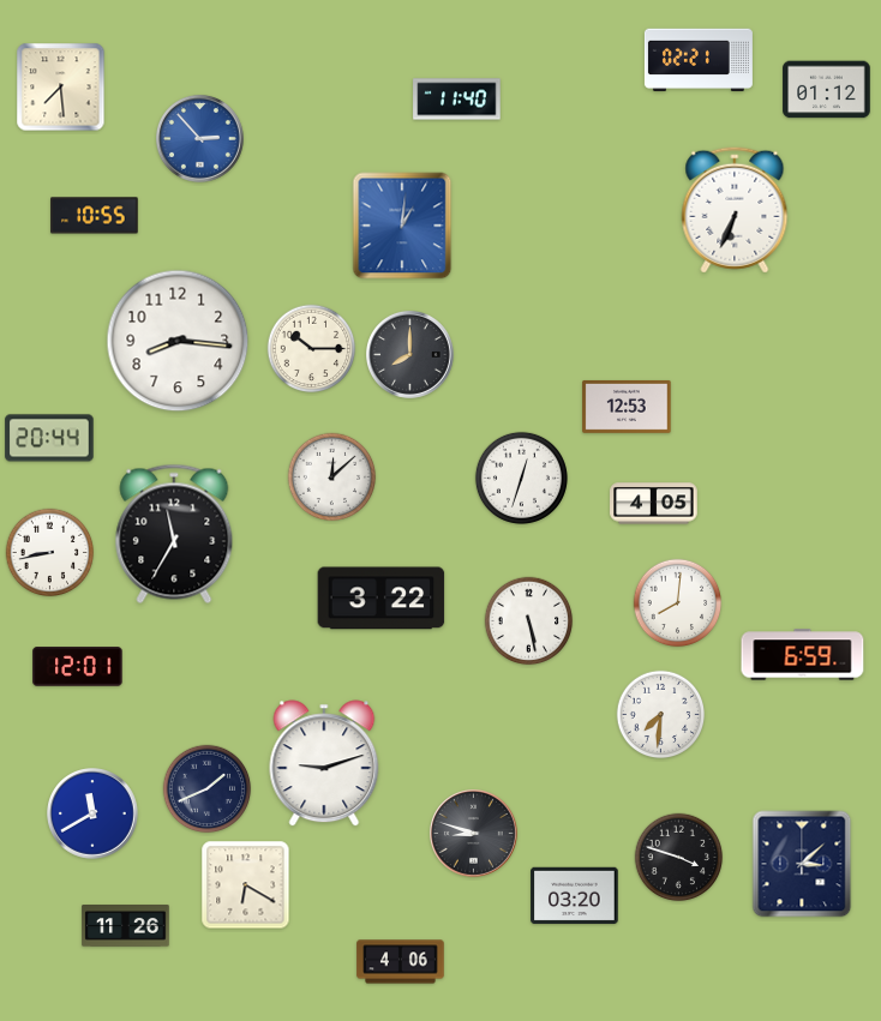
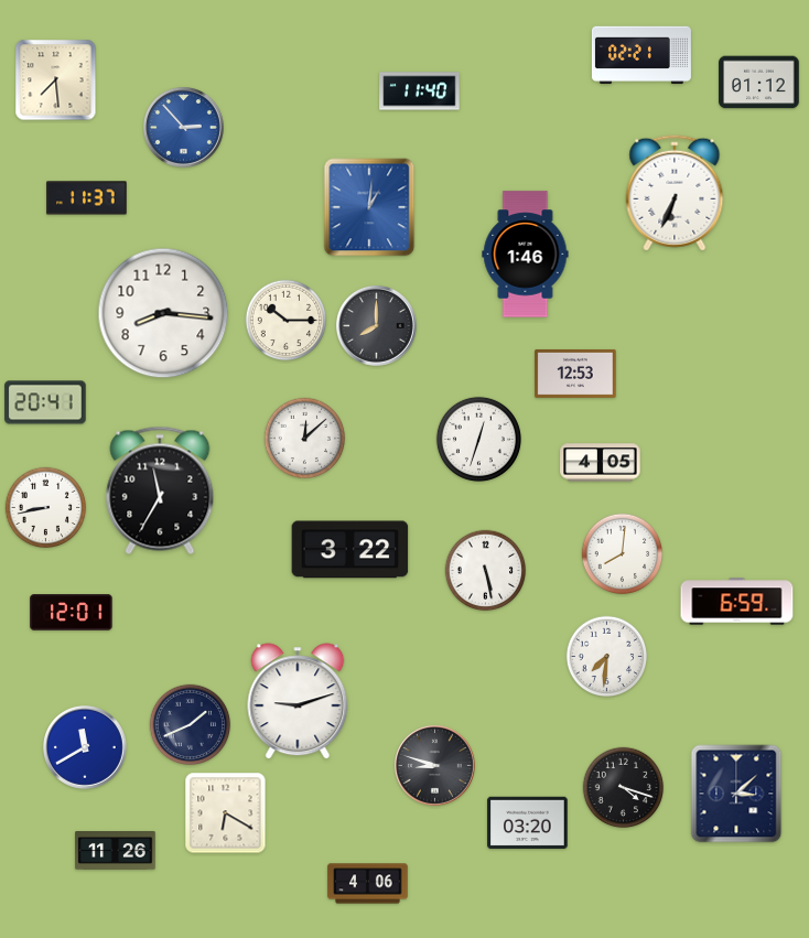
clock at (95, 216): 10:55 -> 11:37
clock at (526, 255): none -> 1:46
clock at (49, 438): 20:44 -> 20:41
clock at (679, 858): 3:48 -> 4:18
